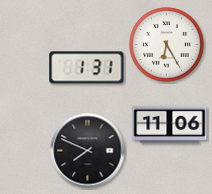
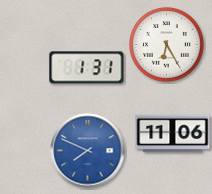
clock at (170, 125) position: (170, 125) -> (173, 134)
clock at (88, 151) dial: black -> blue
